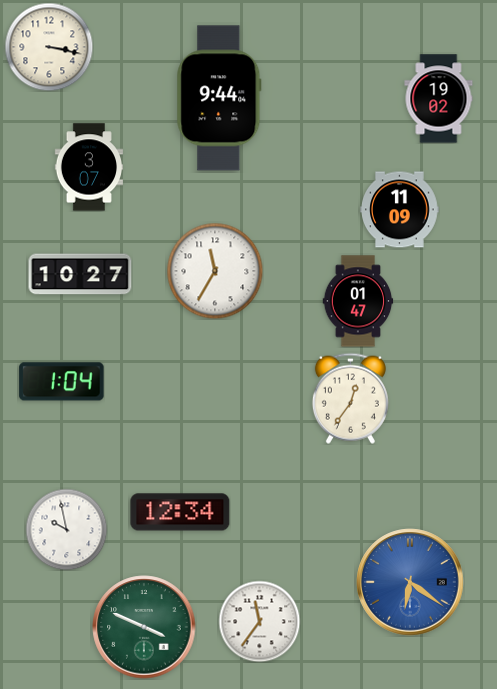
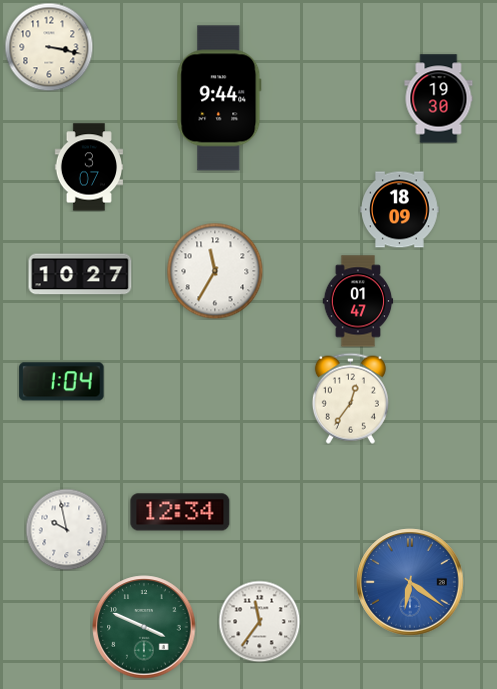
clock at (439, 99): 19:02 -> 19:30
clock at (400, 210): 11:09 -> 18:09
